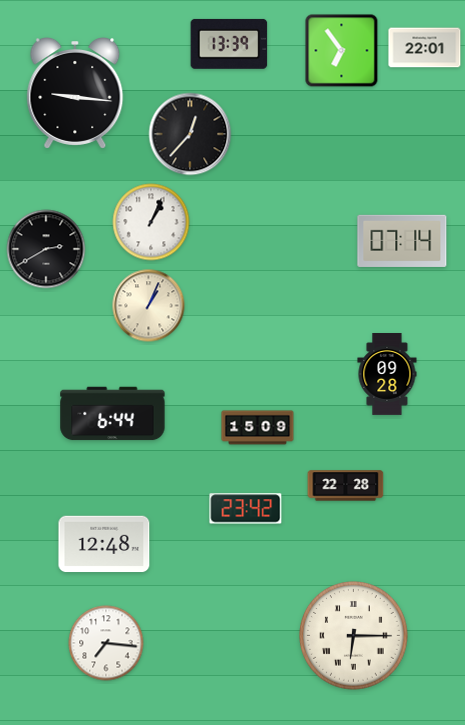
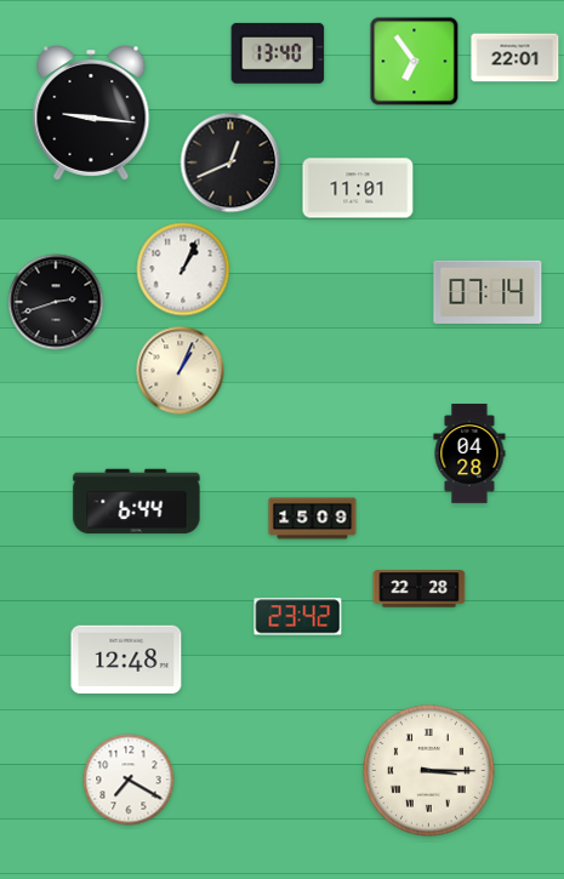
clock at (229, 44): 13:39 -> 13:40
clock at (190, 134): 12:37 -> 12:41
clock at (358, 188): none -> 11:01
clock at (46, 249): 2:40 -> 2:42
clock at (387, 375): 09:28 -> 04:28
clock at (354, 636): 6:15 -> 3:15
clock at (106, 643): 7:16 -> 7:20
